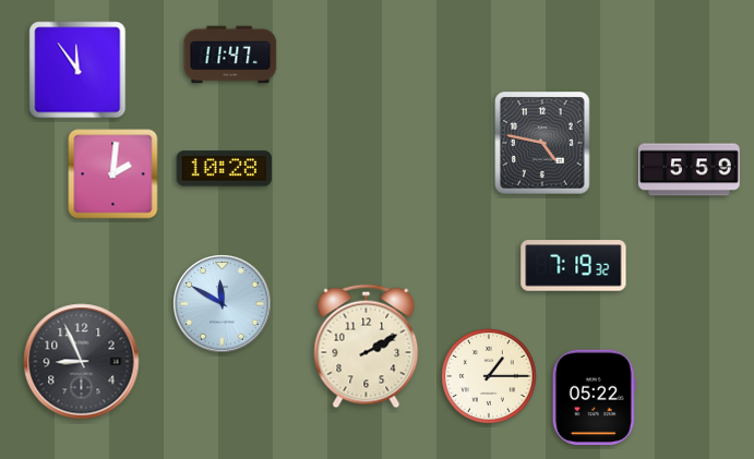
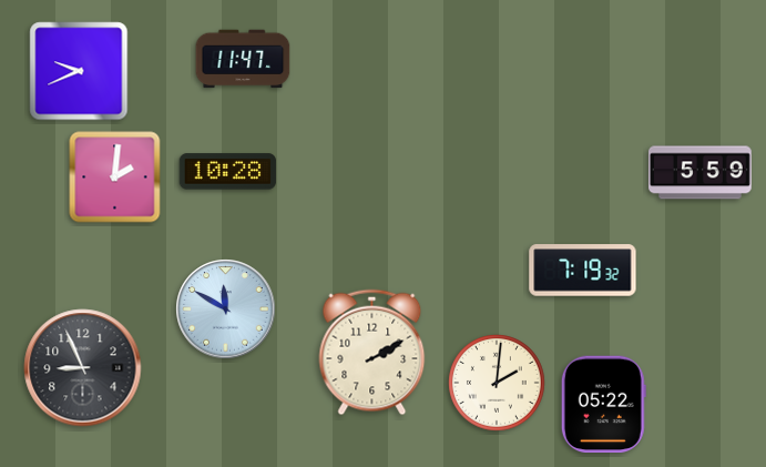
clock at (230, 55) position: (230, 55) -> (243, 59)
clock at (77, 70): 11:54 -> 9:41
clock at (542, 143): 4:47 -> none
clock at (489, 376): 1:15 -> 2:01
